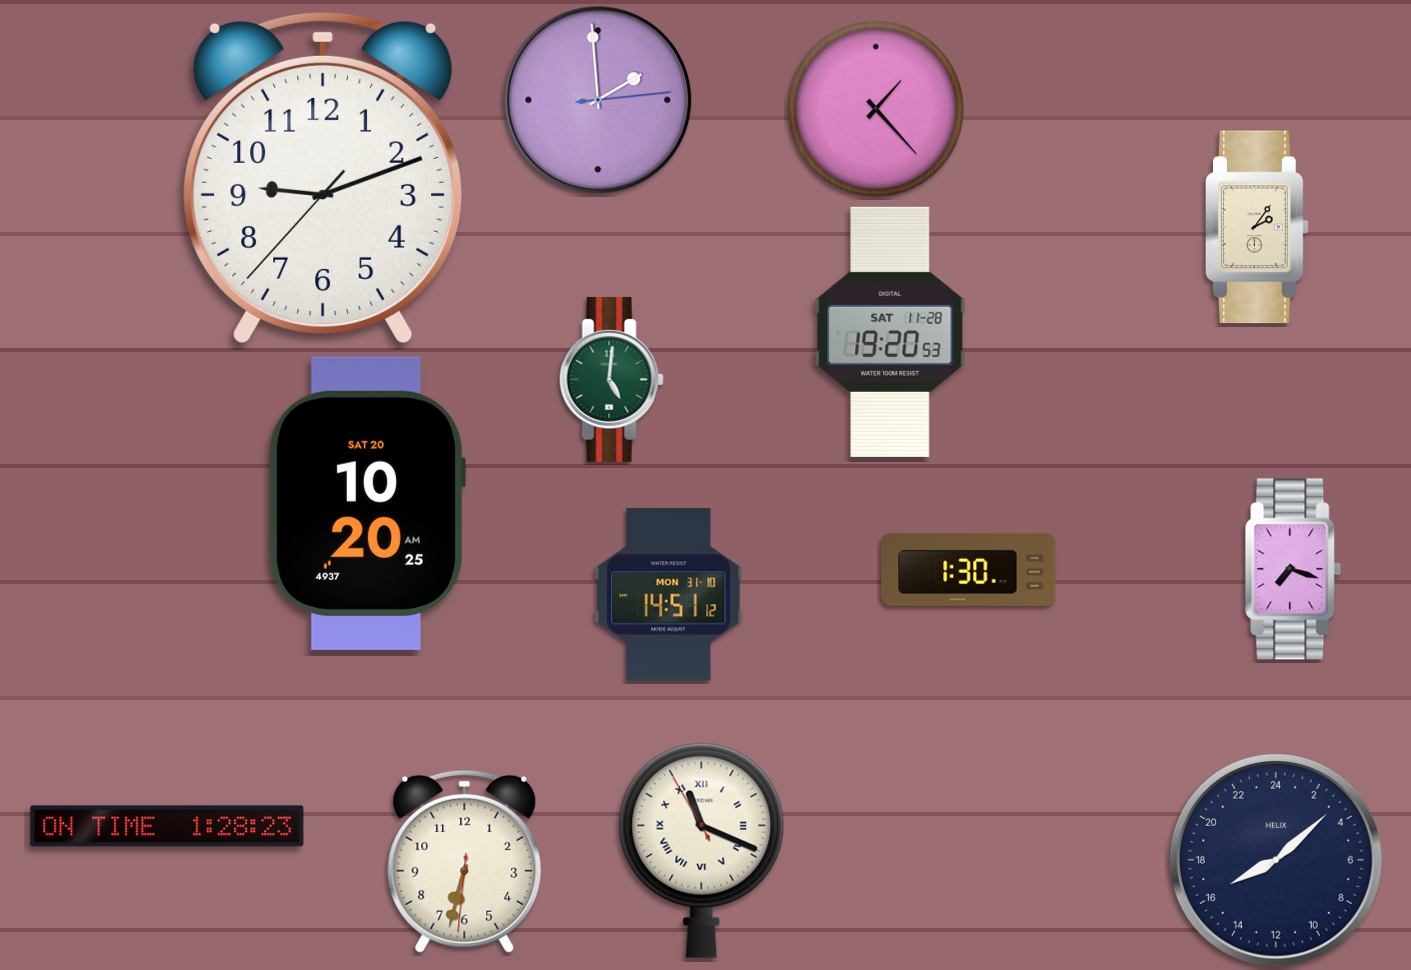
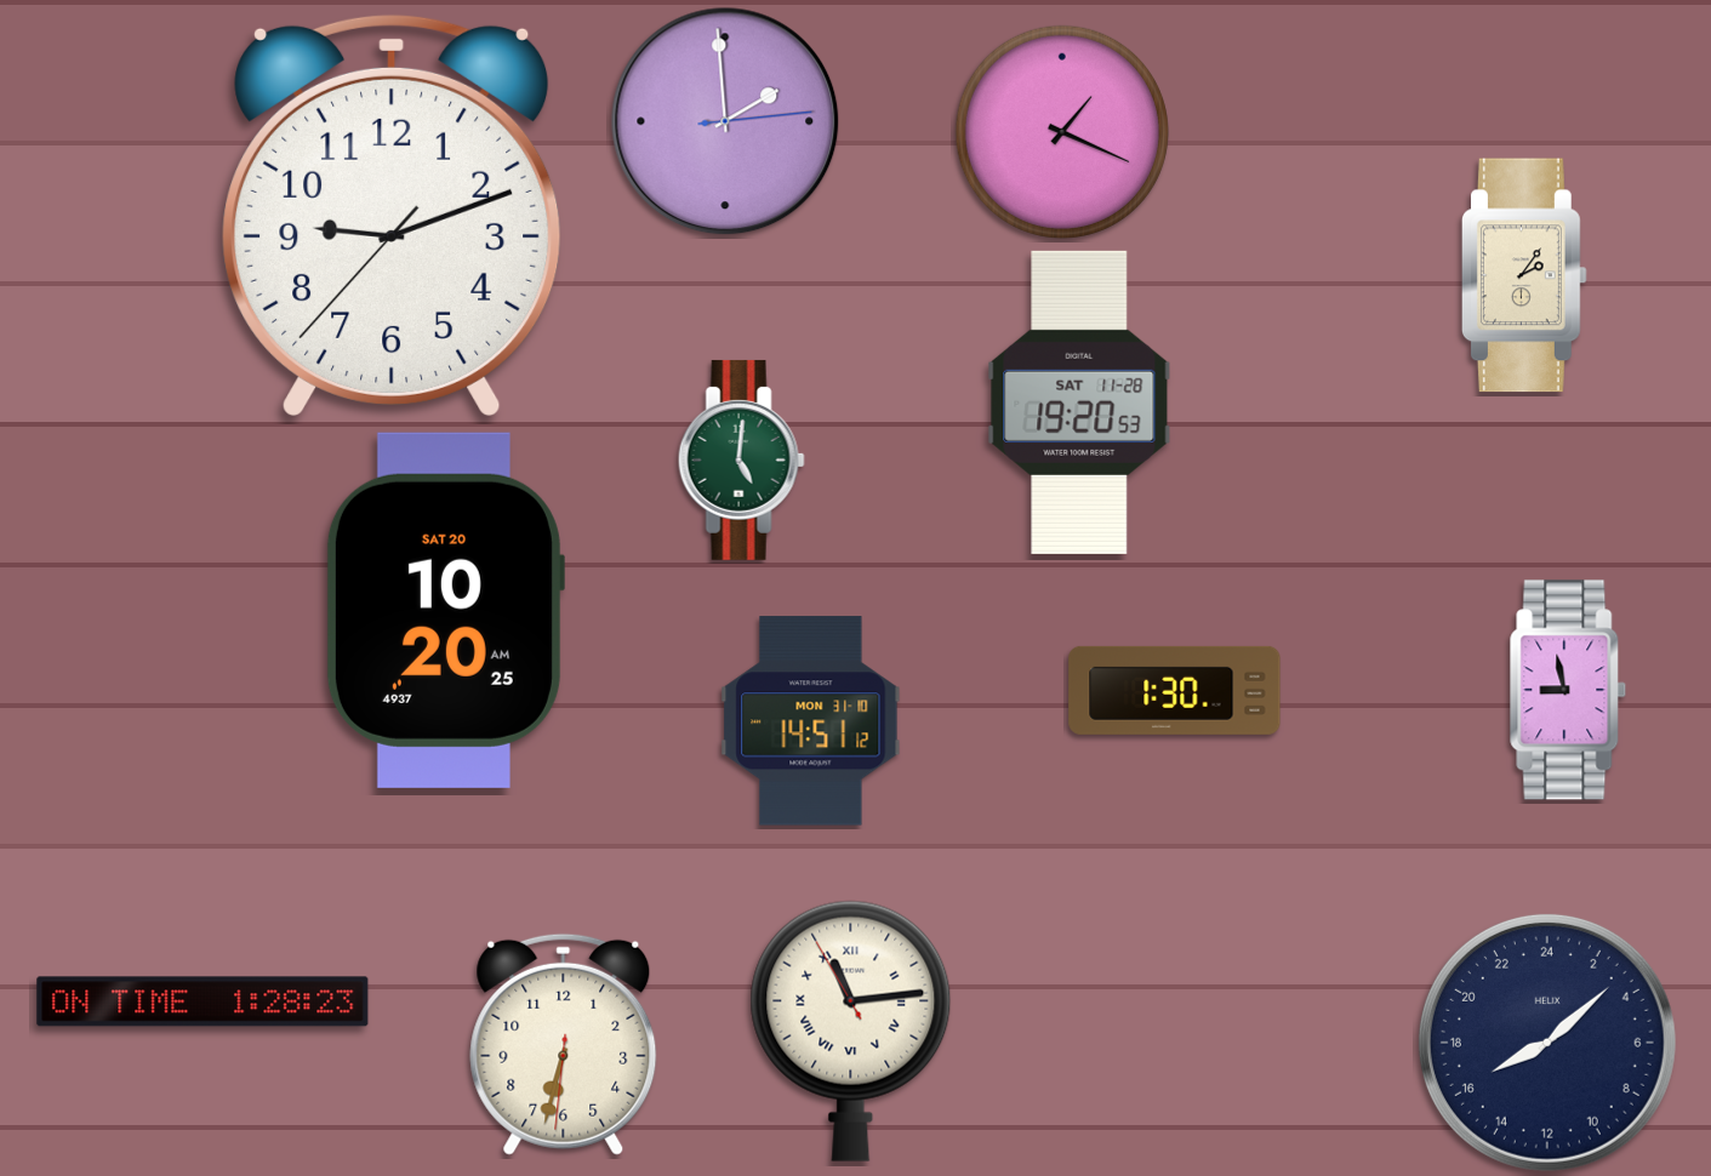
clock at (876, 109): 1:23 -> 1:19
clock at (1293, 569): 7:18 -> 8:58
clock at (702, 850): 11:18 -> 11:13
